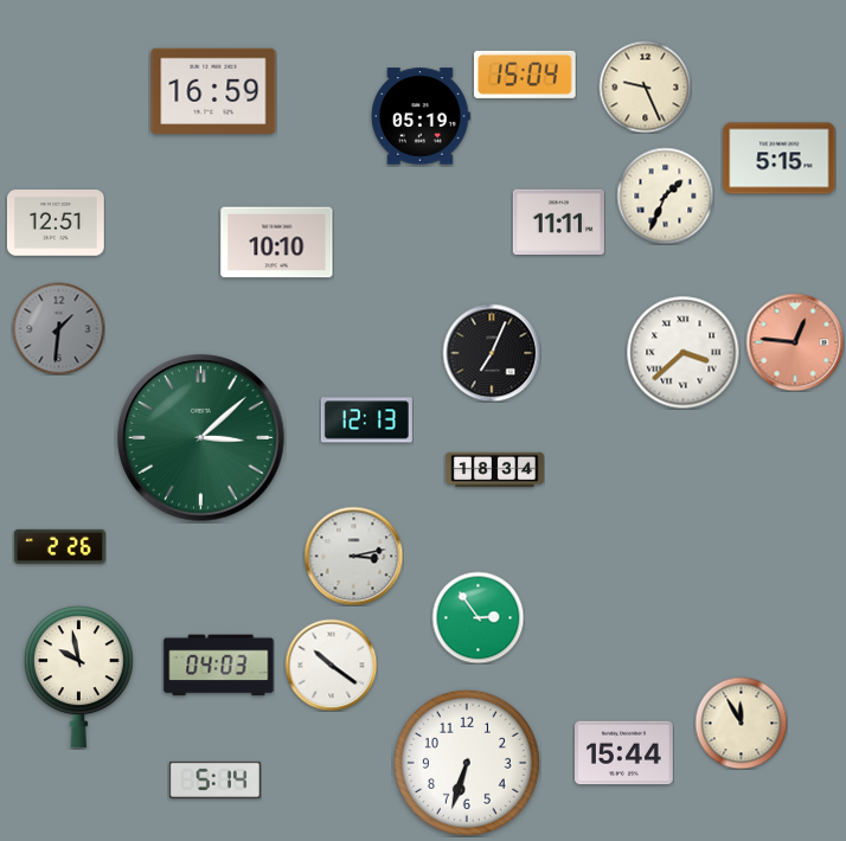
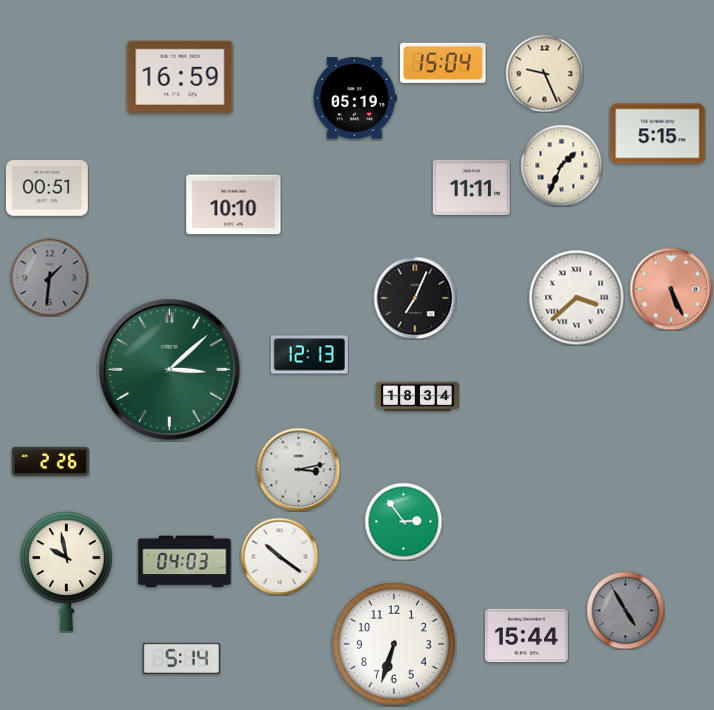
clock at (56, 223): 12:51 -> 00:51
clock at (795, 342): 12:46 -> 5:26
clock at (331, 665) position: (331, 665) -> (279, 556)
clock at (741, 723): 11:55 -> 4:55
clock at (741, 723) dial: cream -> grey
